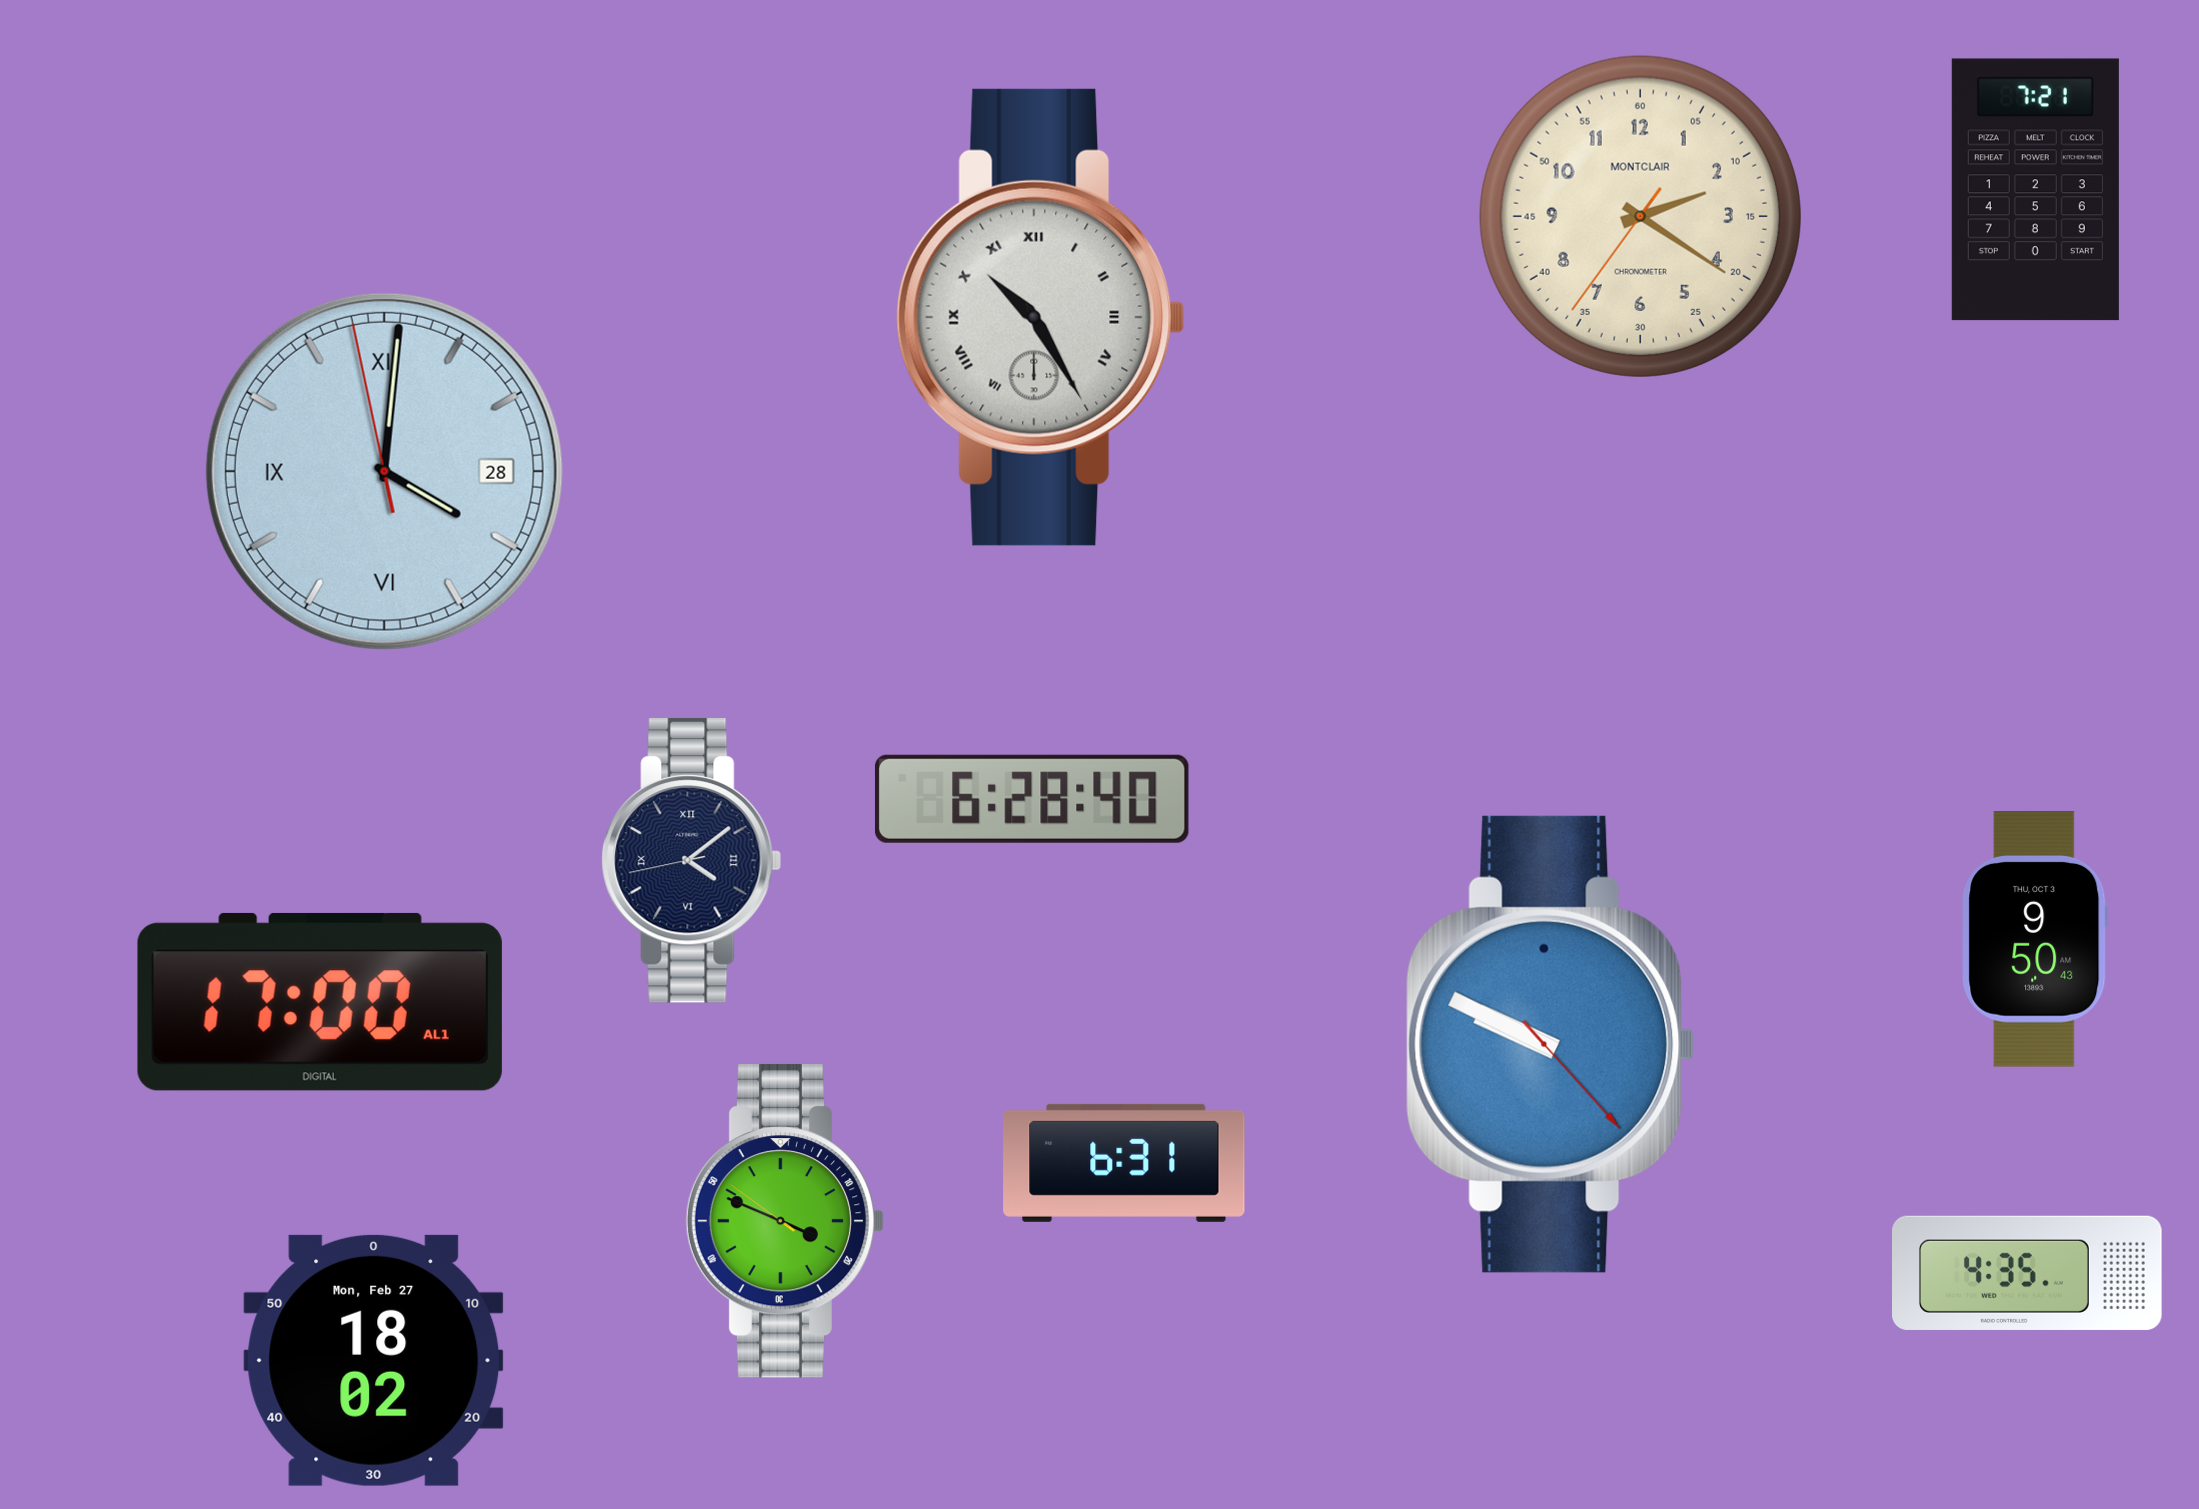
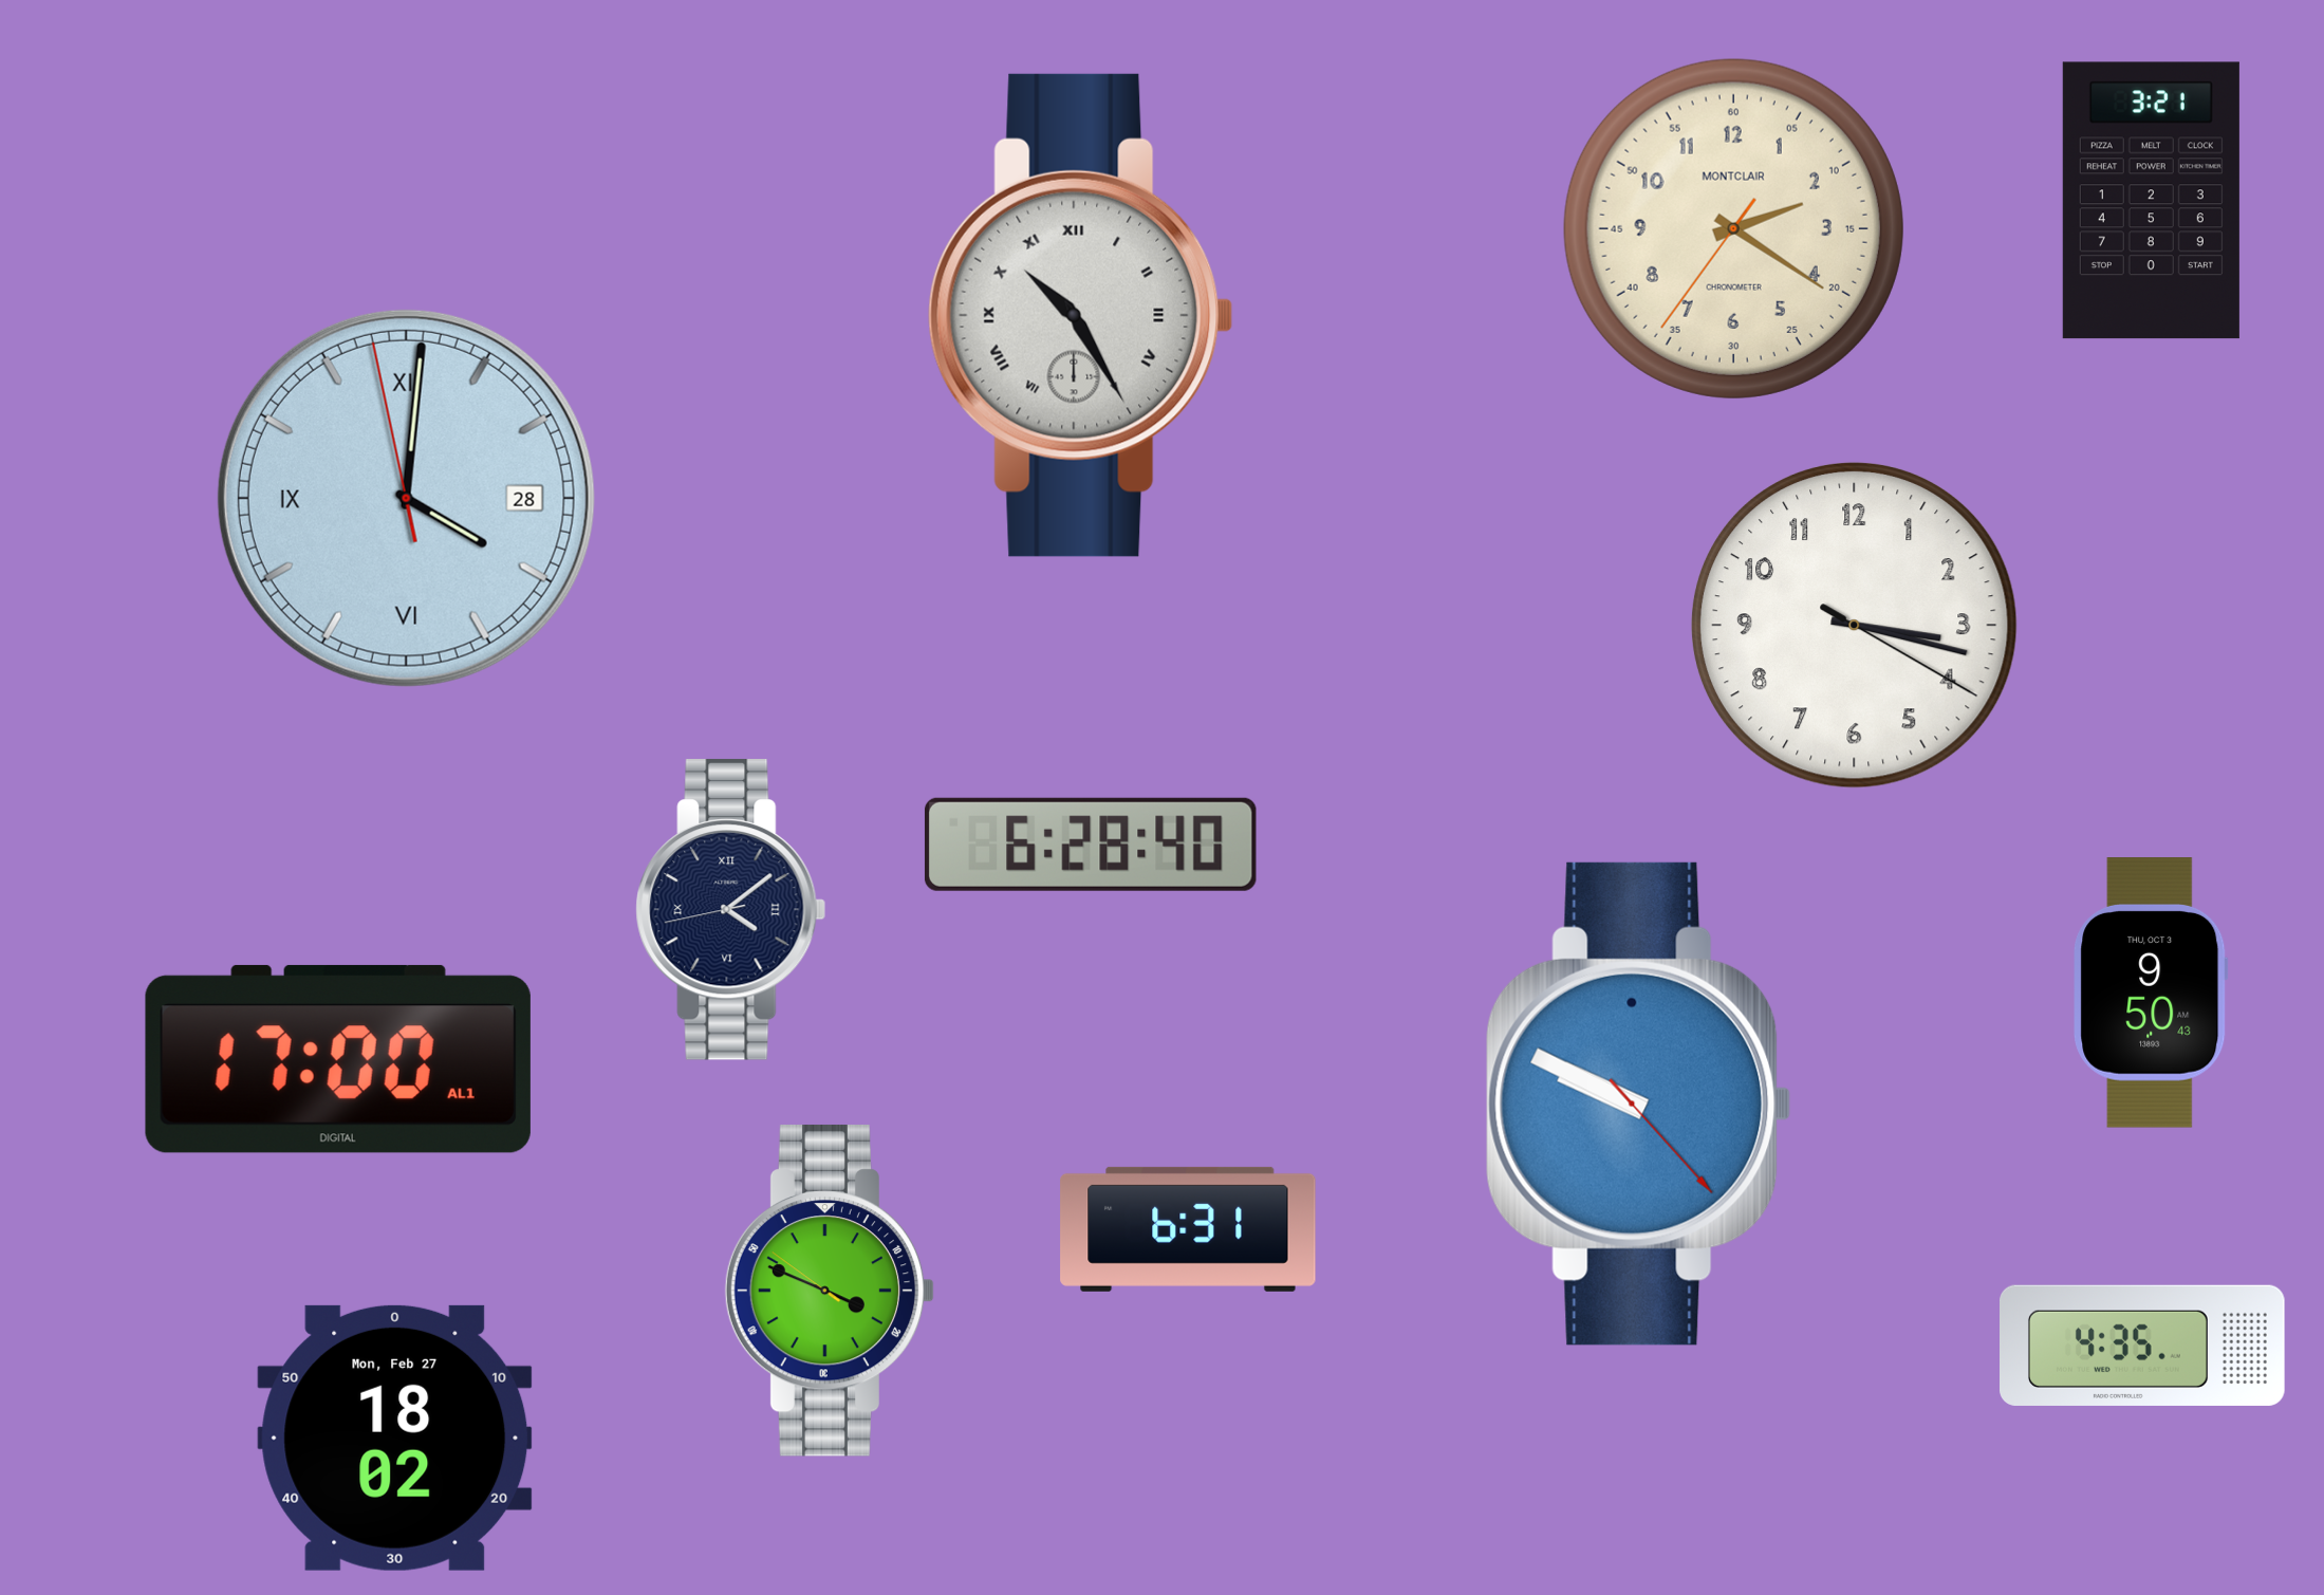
clock at (2035, 190): 7:21 -> 3:21
clock at (1041, 317) position: (1041, 317) -> (1081, 315)
clock at (1854, 625): none -> 3:17
